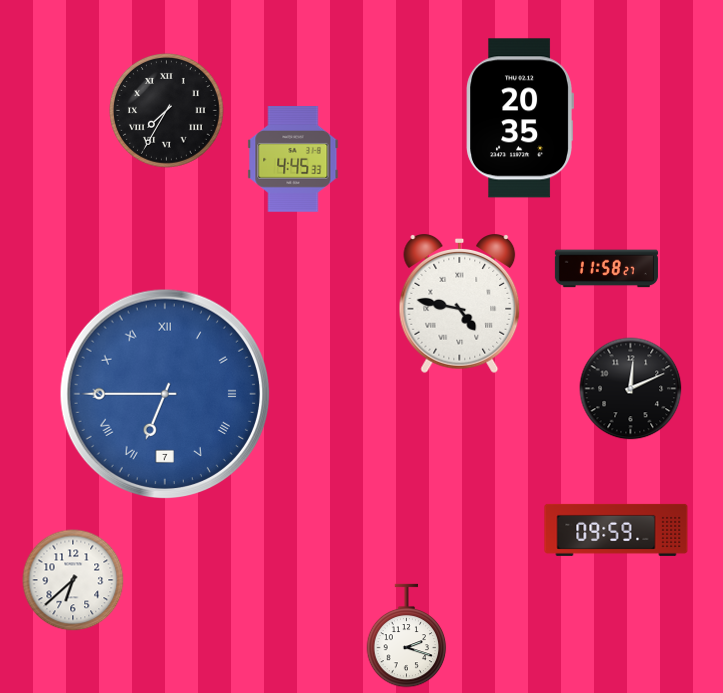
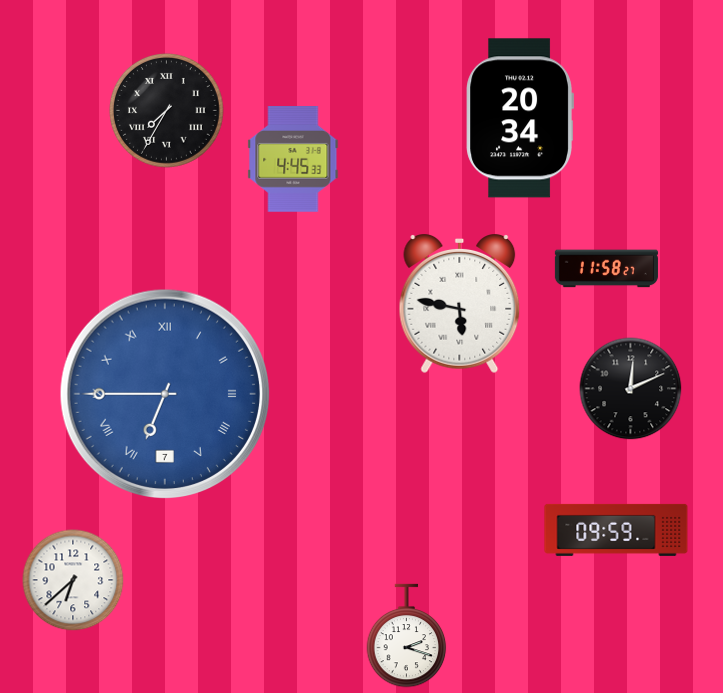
clock at (520, 118): 20:35 -> 20:34
clock at (460, 305): 4:47 -> 5:47
